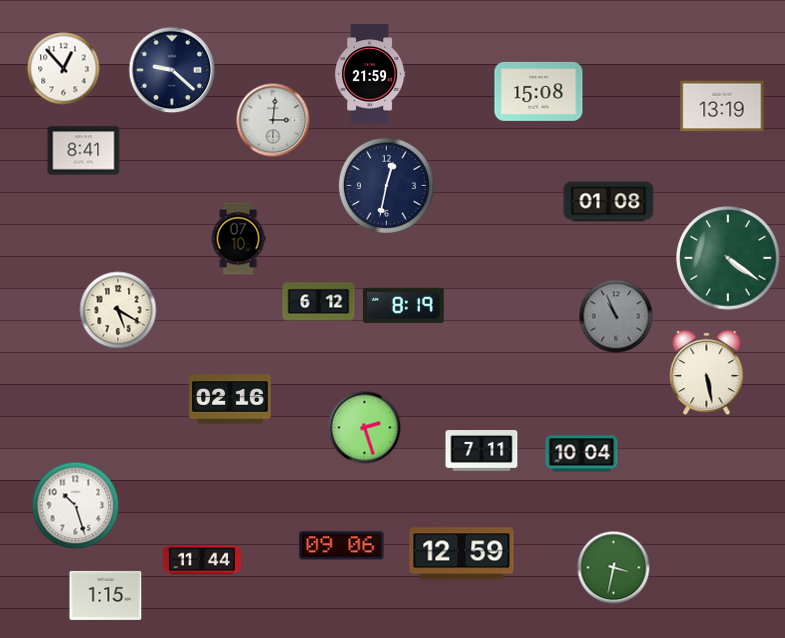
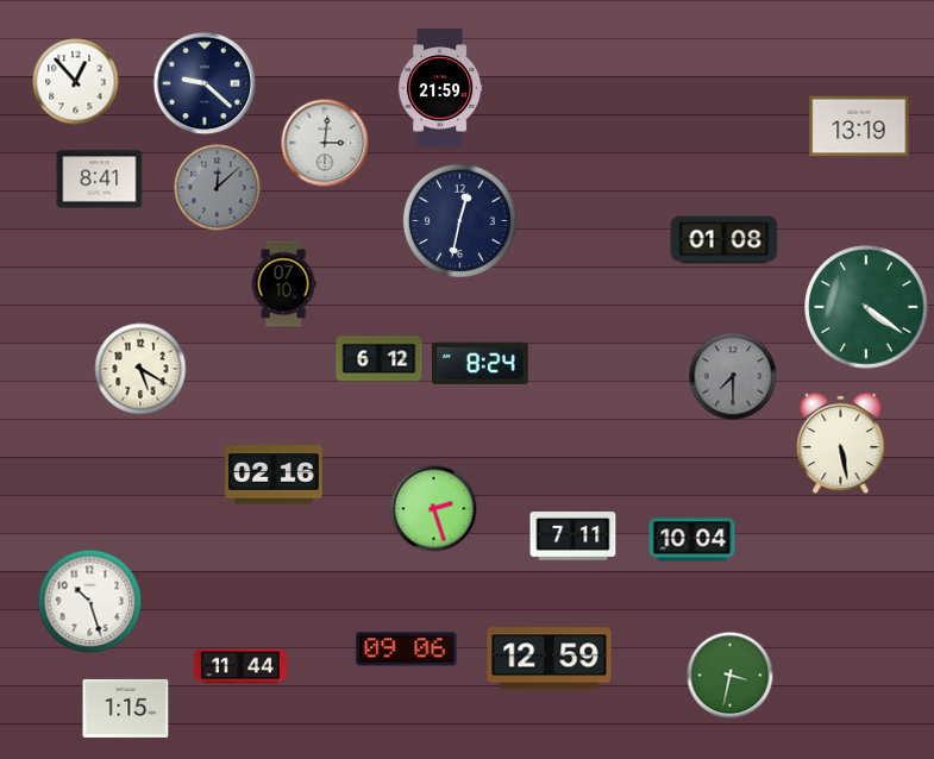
clock at (539, 91): 15:08 -> none
clock at (218, 188): none -> 12:08
clock at (404, 305): 8:19 -> 8:24
clock at (616, 316): 10:56 -> 7:30
